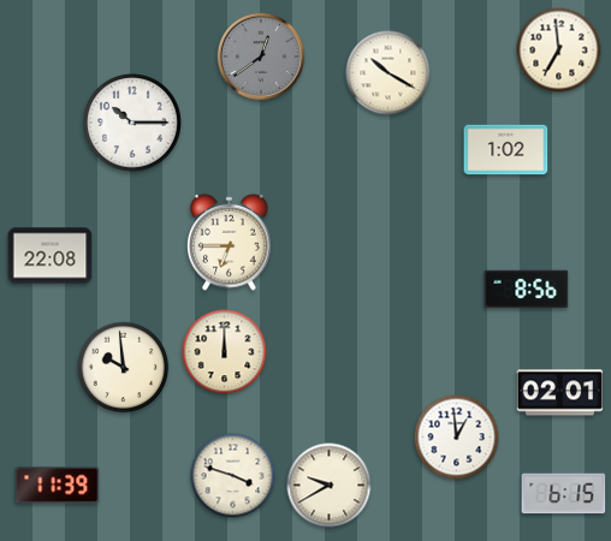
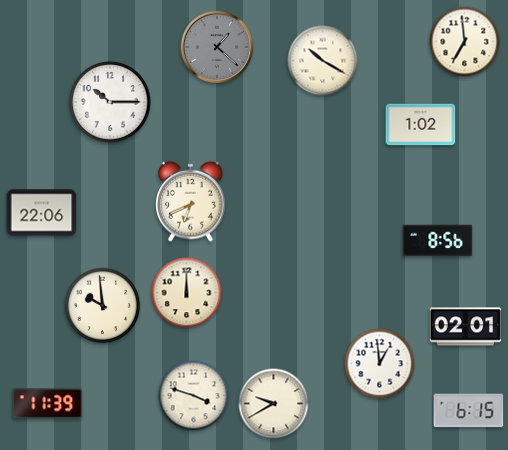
clock at (261, 57): 12:39 -> 1:22
clock at (230, 242): 6:45 -> 6:41
clock at (51, 256): 22:08 -> 22:06
